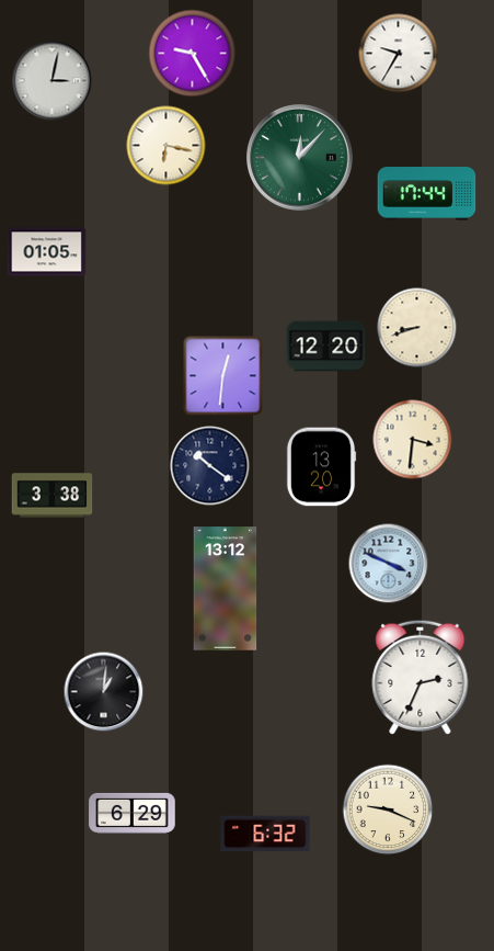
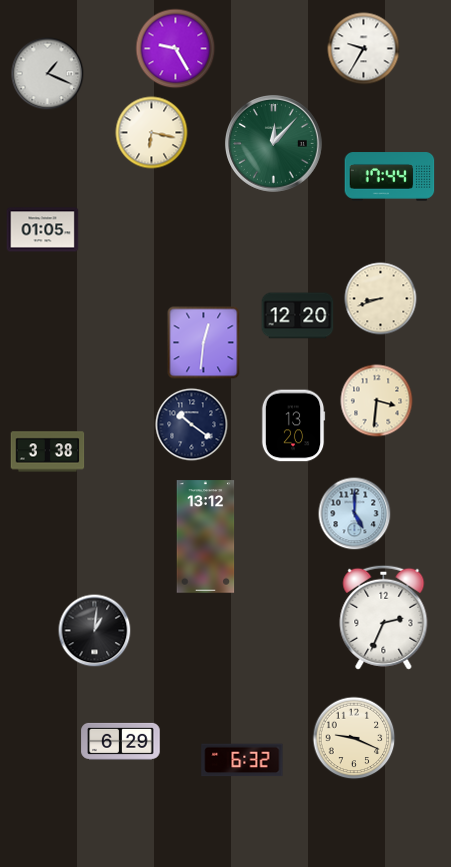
clock at (53, 81): 3:02 -> 1:19
clock at (389, 564): 3:49 -> 5:00
